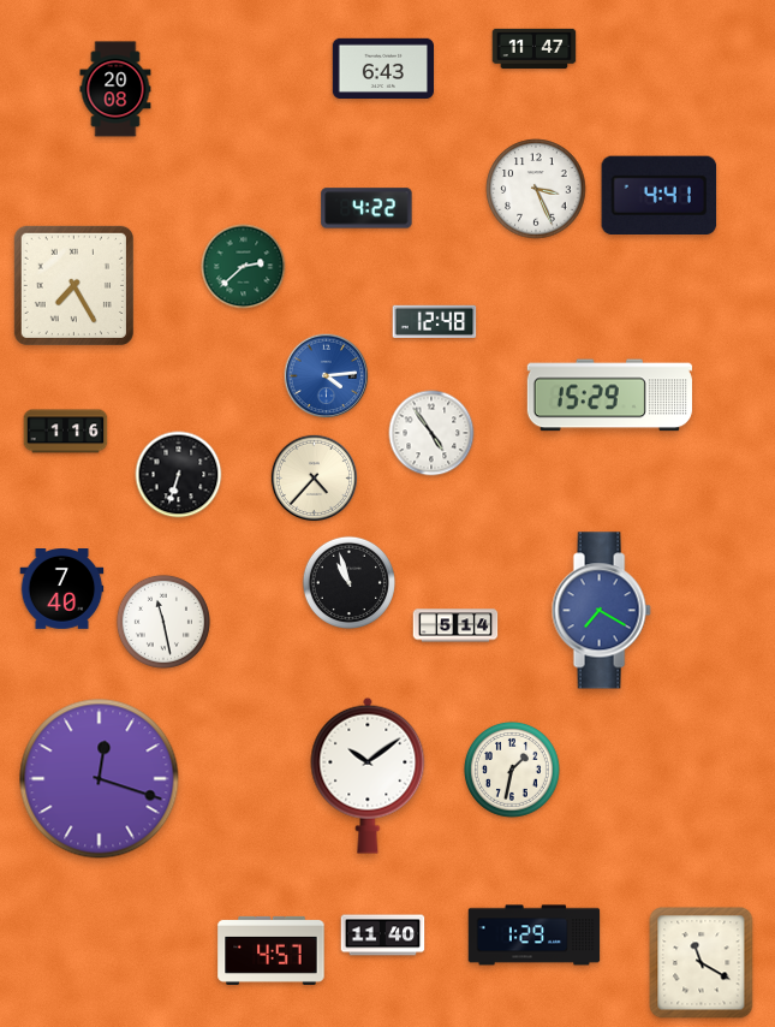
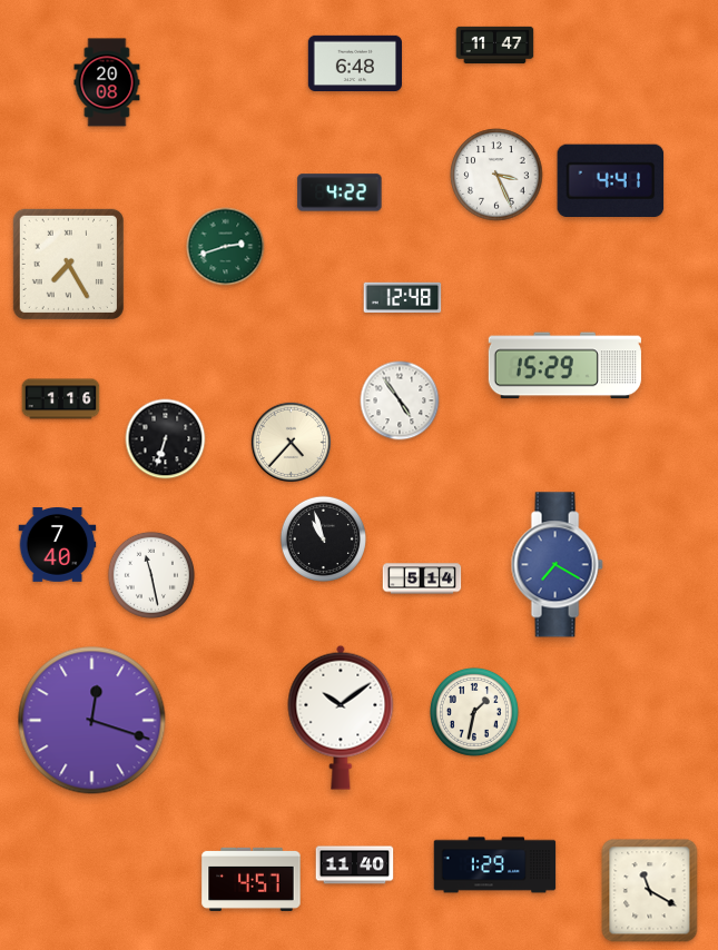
clock at (382, 67): 6:43 -> 6:48
clock at (244, 267): 2:38 -> 2:42
clock at (327, 376): 4:14 -> none
